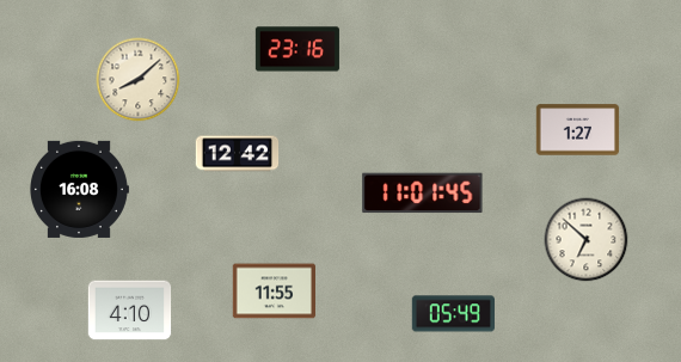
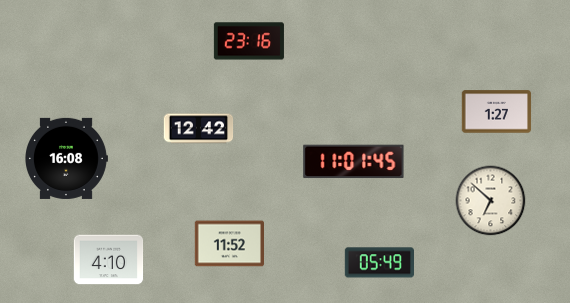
clock at (139, 80): 8:08 -> none
clock at (578, 130) position: (578, 130) -> (497, 112)
clock at (274, 292): 11:55 -> 11:52
